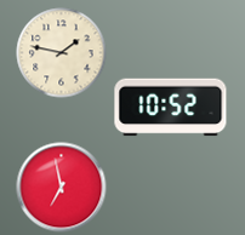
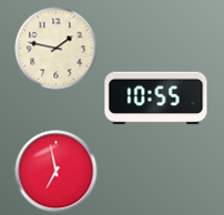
clock at (171, 108): 10:52 -> 10:55
